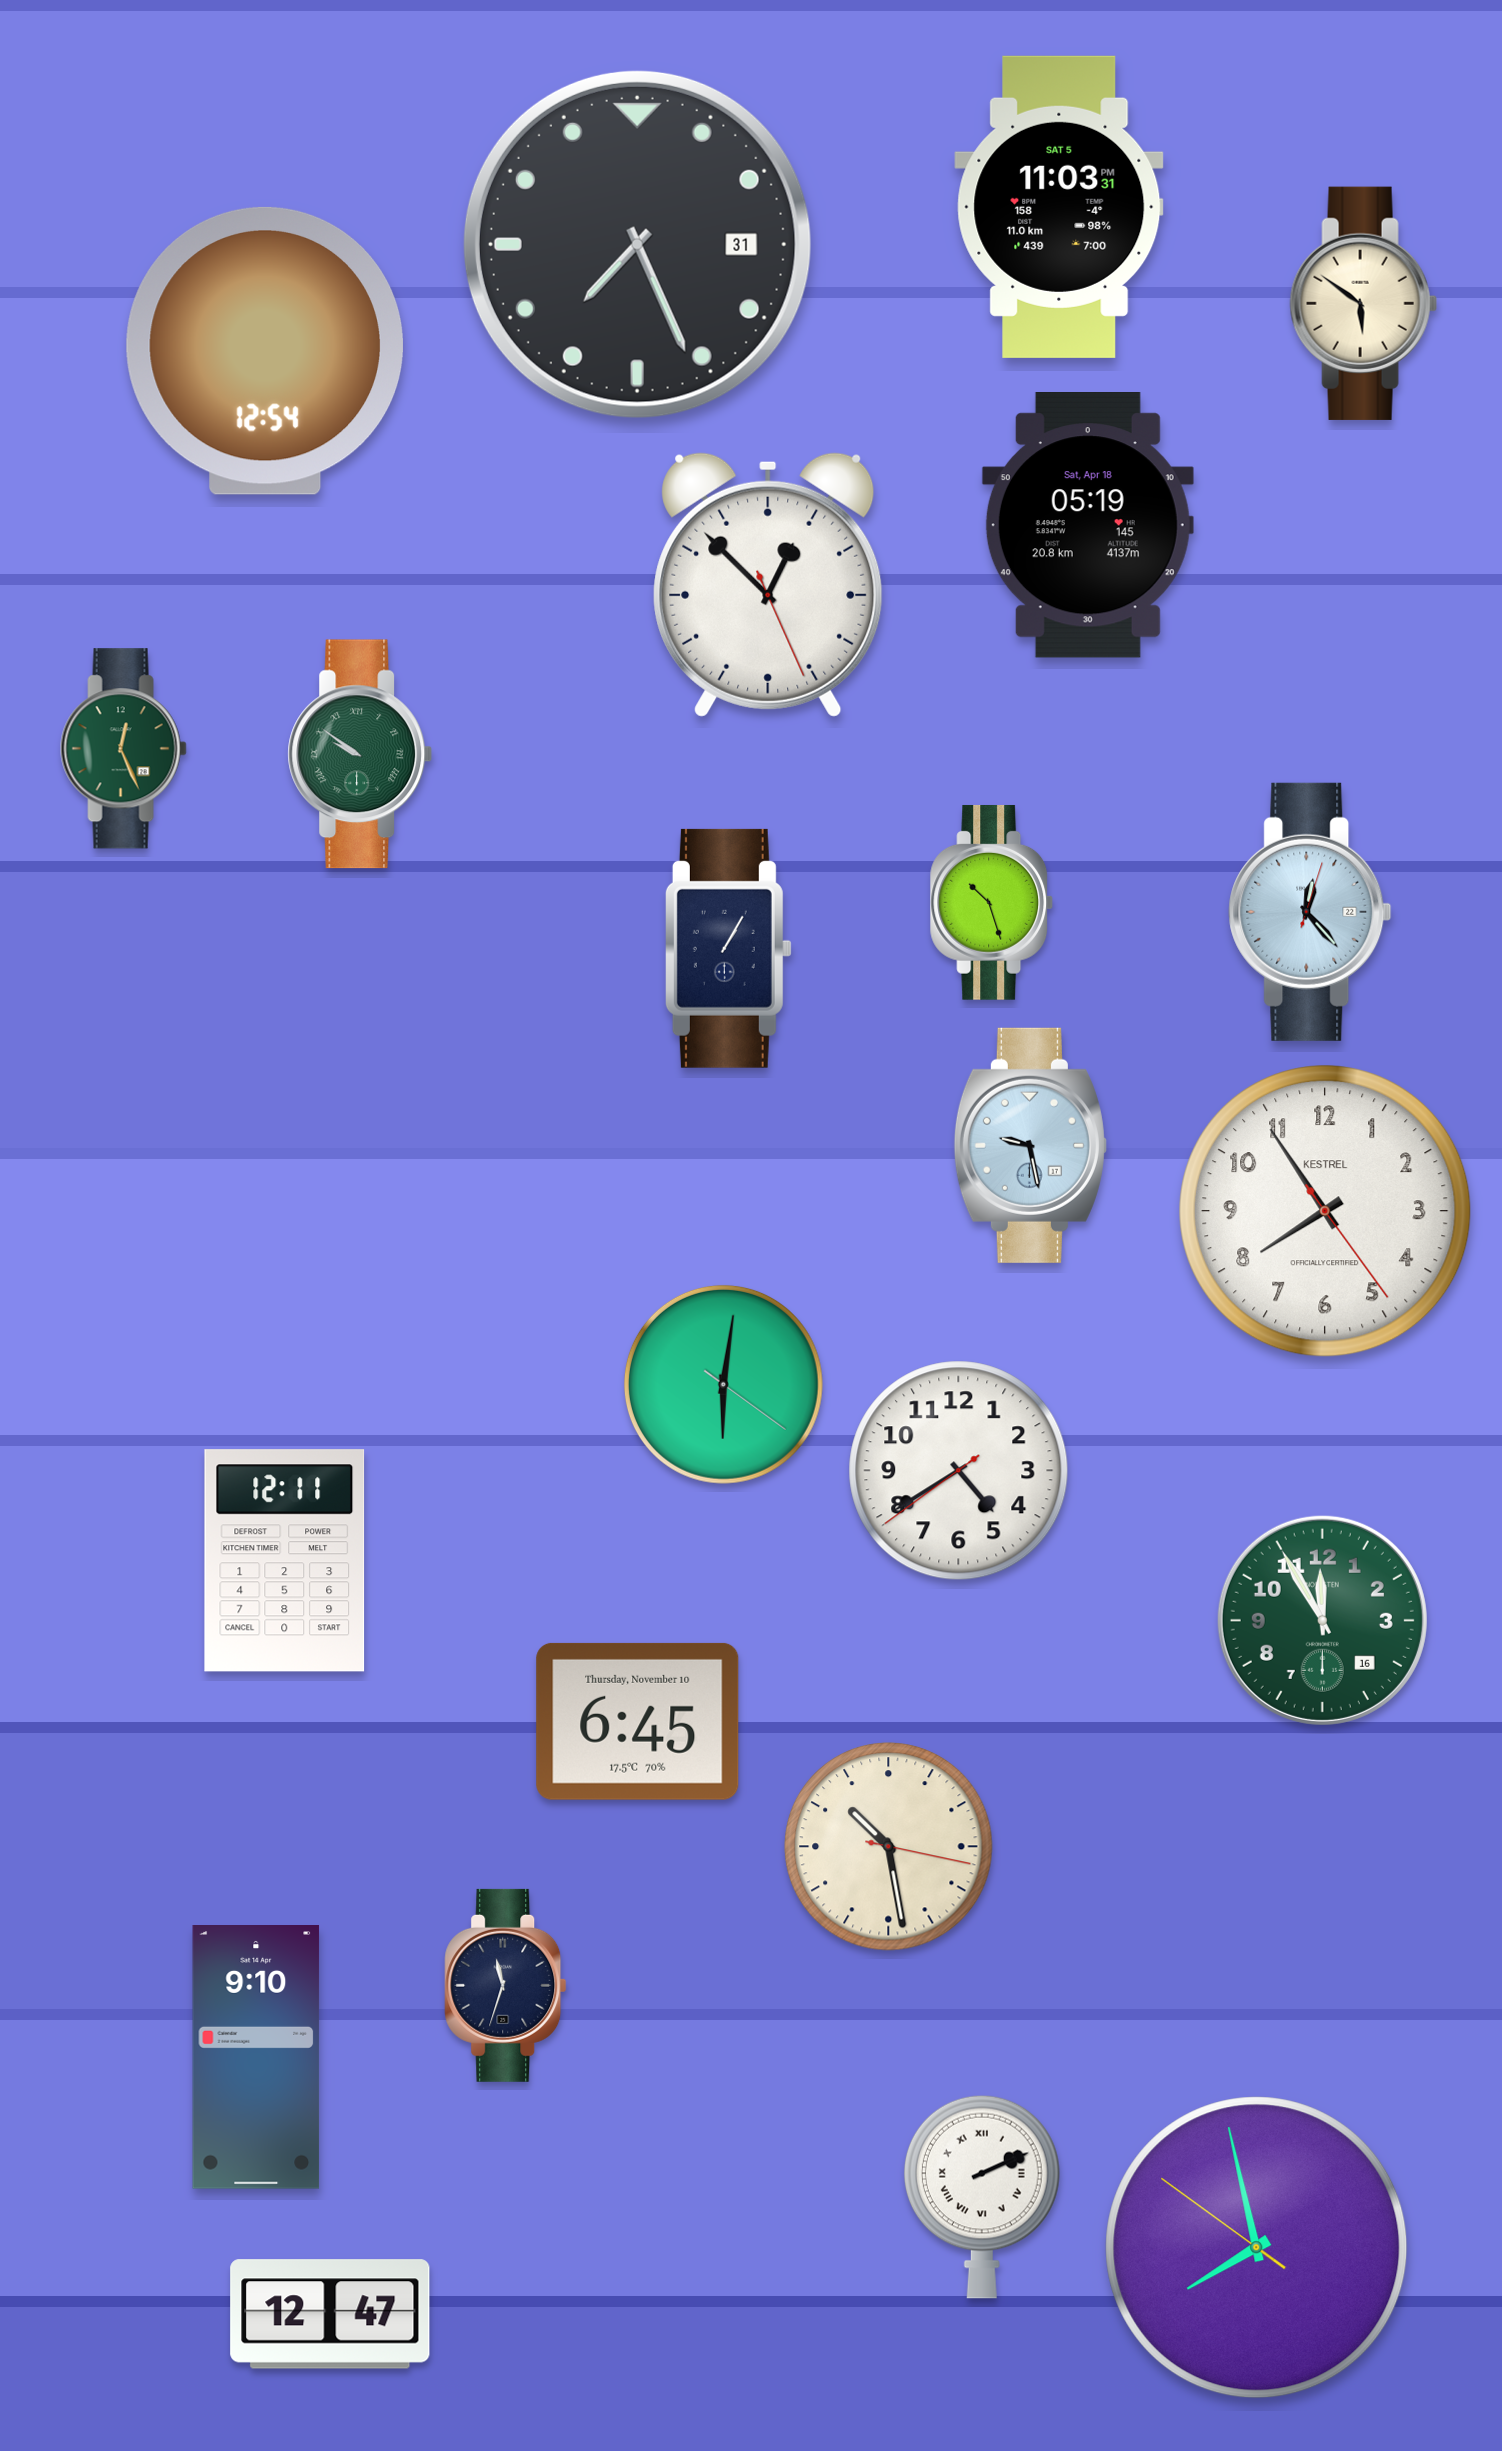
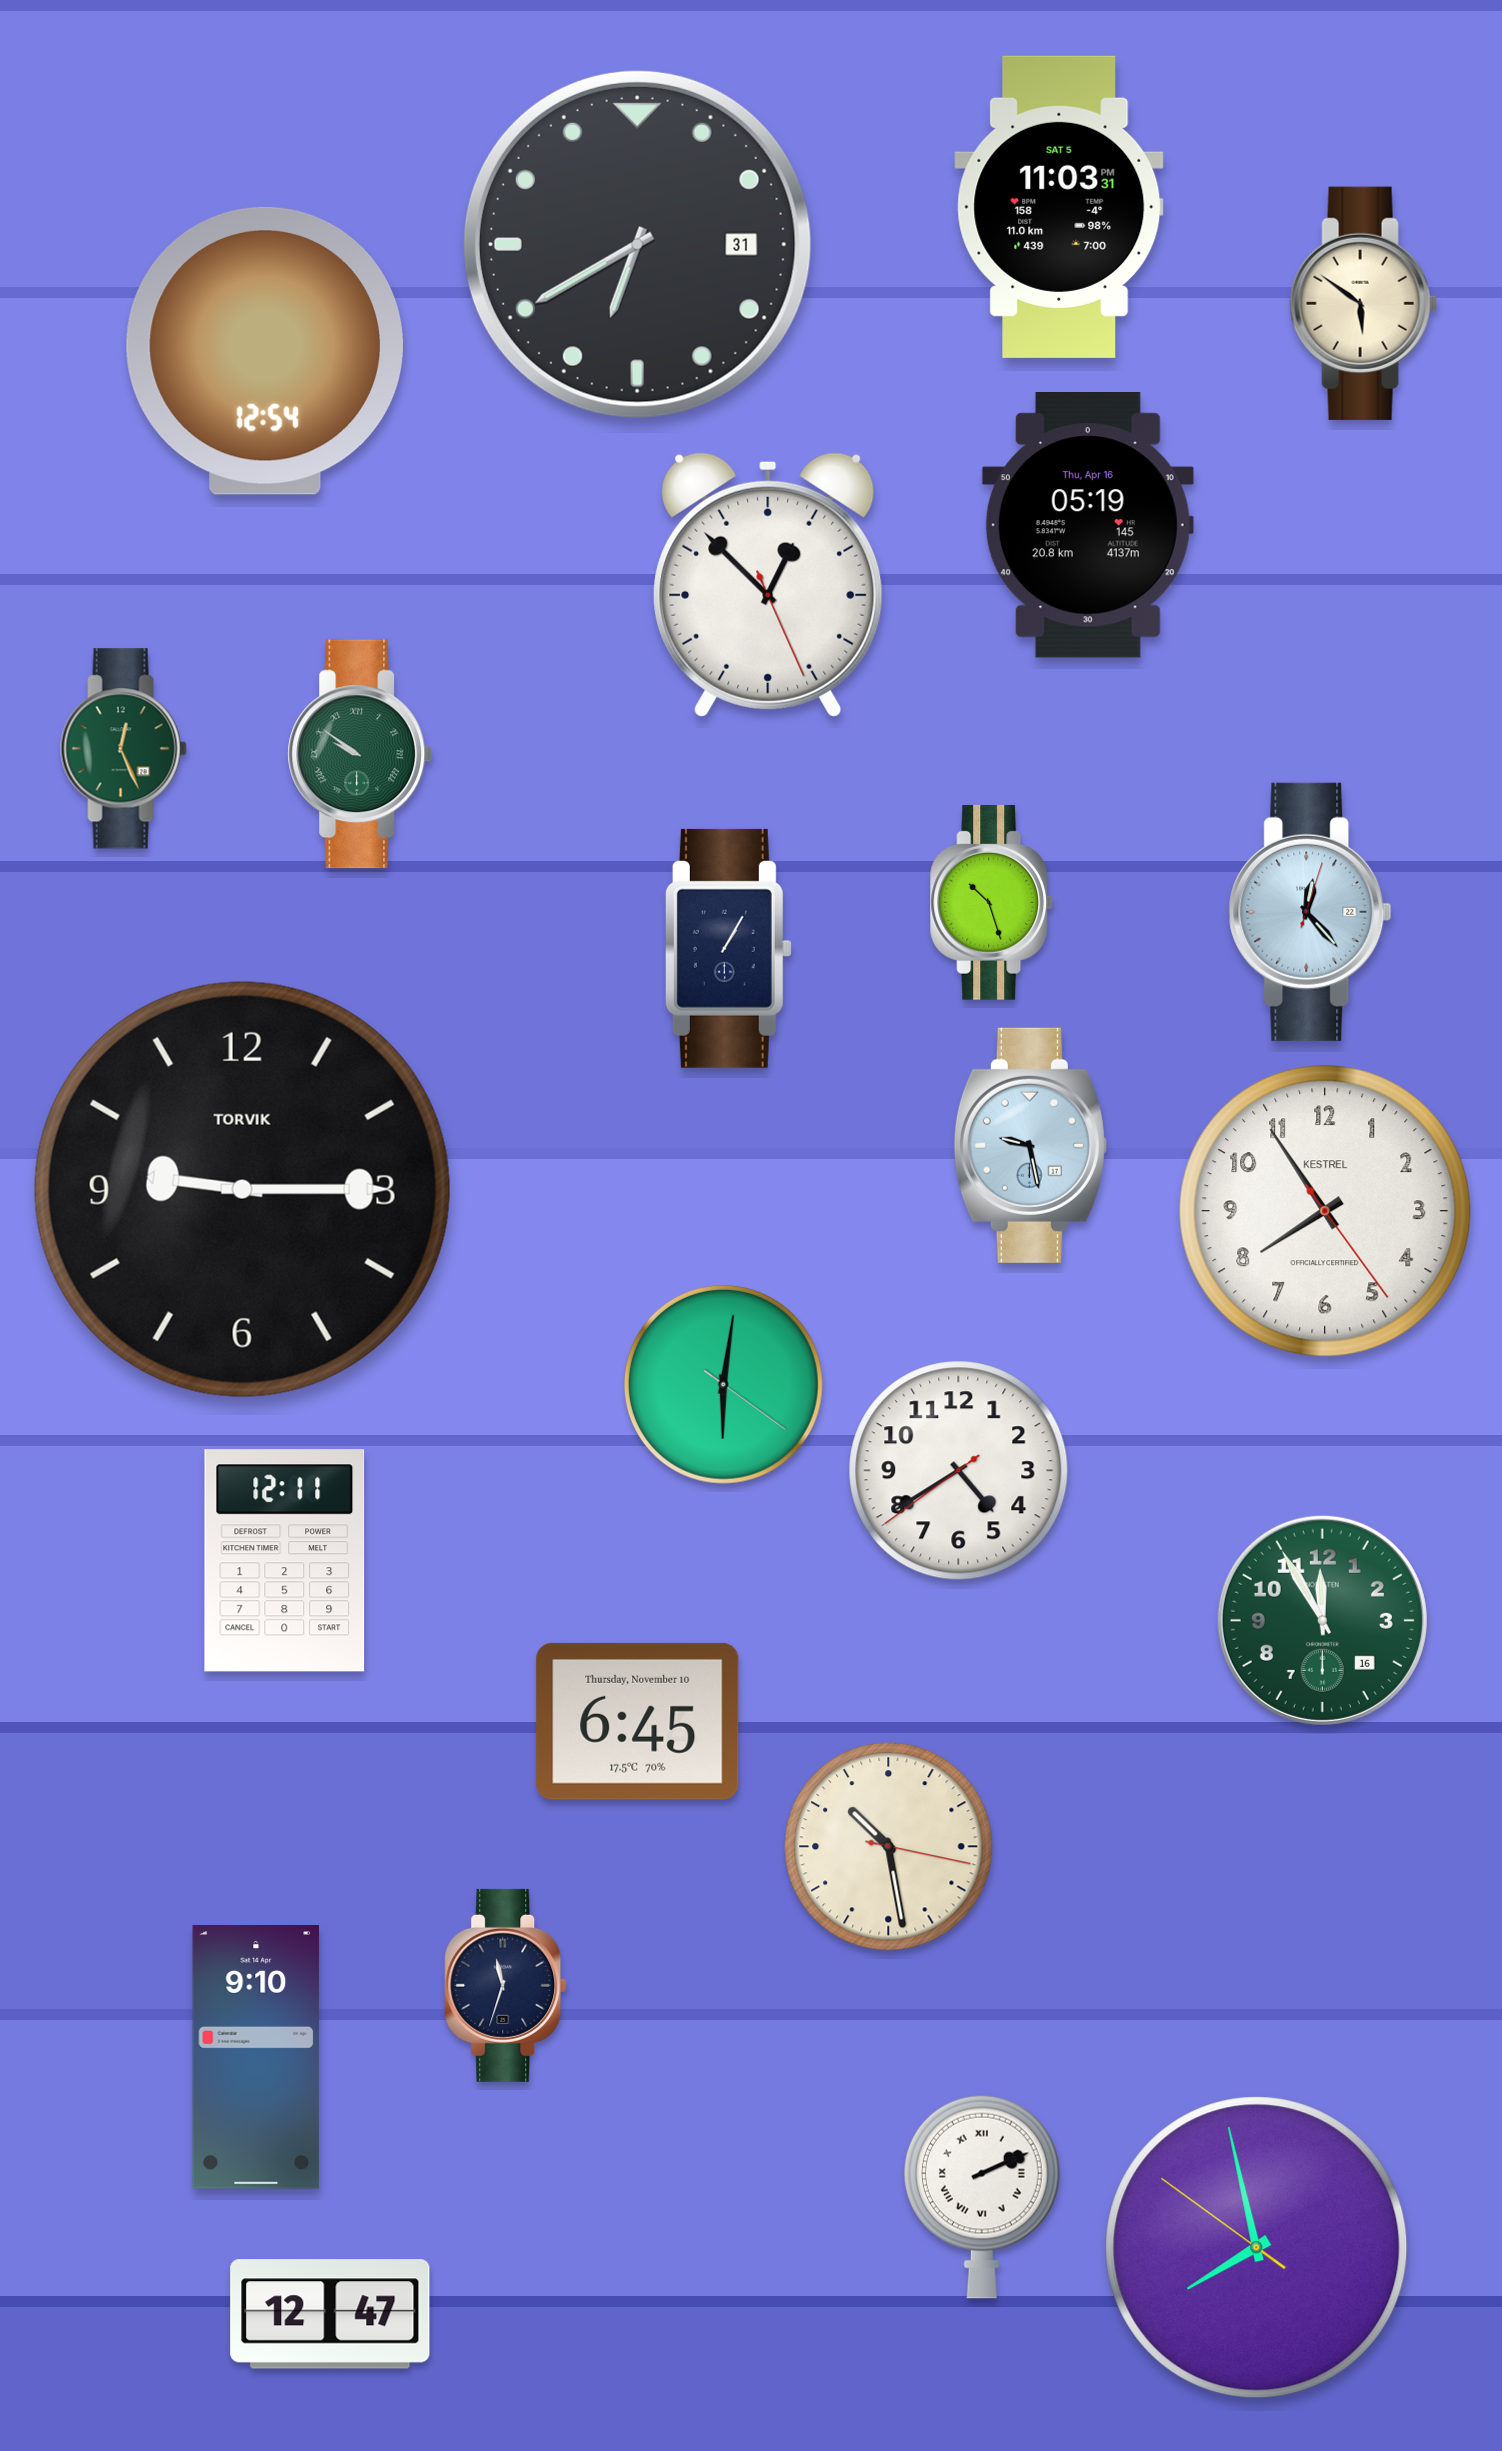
clock at (637, 244): 7:26 -> 6:40
clock at (1088, 526) date: Sat, Apr 18 -> Thu, Apr 16
clock at (242, 1189): none -> 9:15
